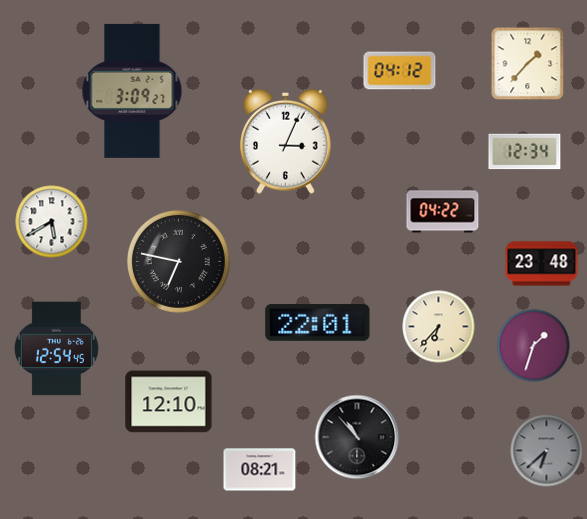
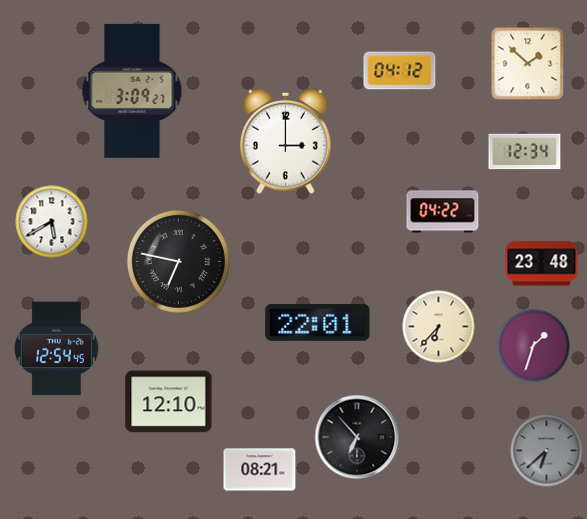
clock at (528, 64): 1:37 -> 1:52
clock at (286, 141): 3:04 -> 3:00
clock at (357, 437): 10:53 -> 6:53
